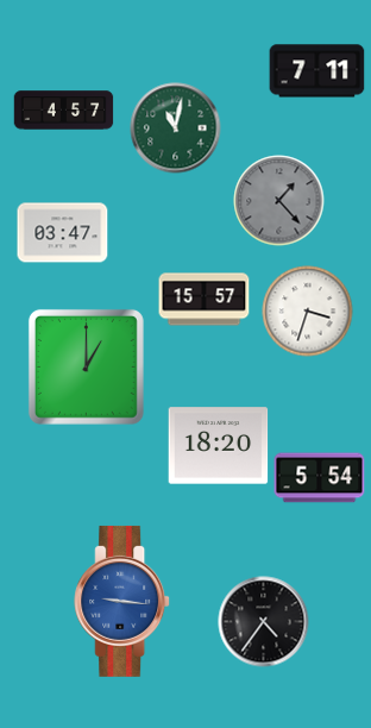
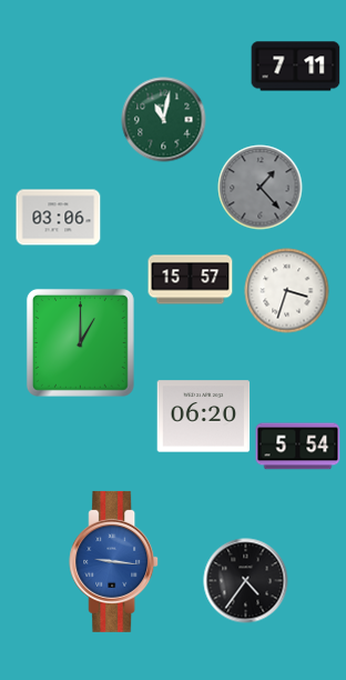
clock at (64, 111): 4:57 -> none
clock at (63, 233): 03:47 -> 03:06
clock at (219, 446): 18:20 -> 06:20
